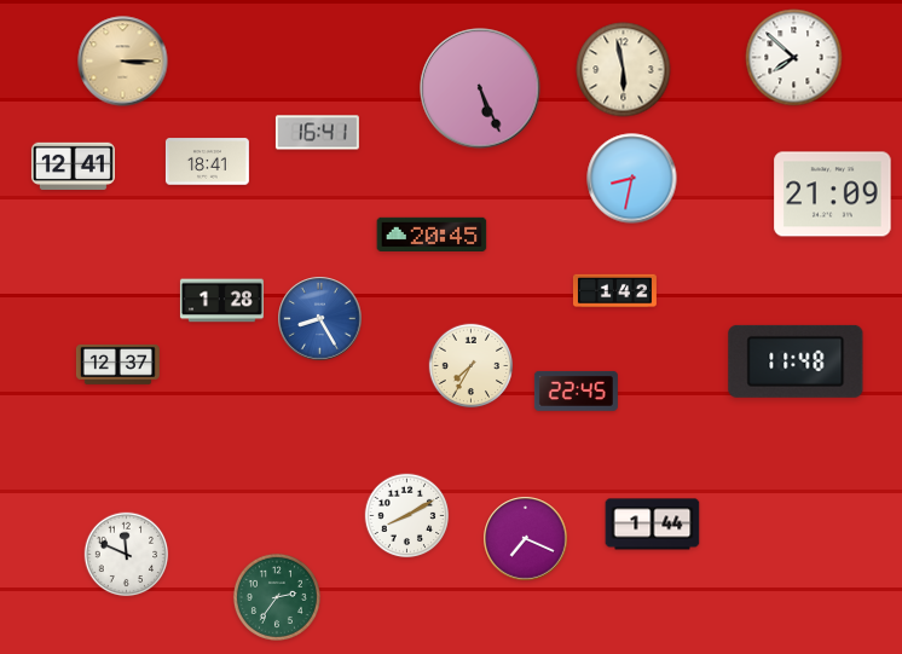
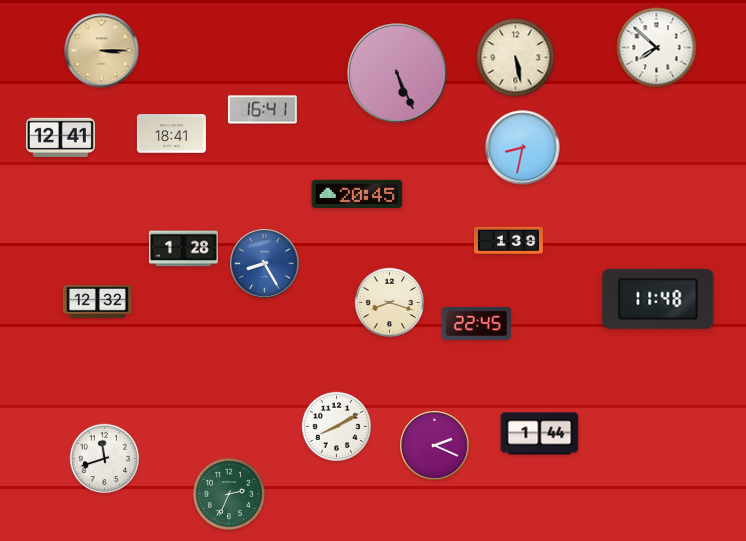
clock at (624, 70): 5:58 -> 5:28
clock at (833, 195): 21:09 -> none
clock at (614, 291): 1:42 -> 1:39
clock at (117, 364): 12:37 -> 12:32
clock at (472, 366): 7:35 -> 8:18
clock at (526, 539): 7:19 -> 2:19
clock at (127, 555): 11:49 -> 11:42
clock at (277, 597): 2:36 -> 2:34
